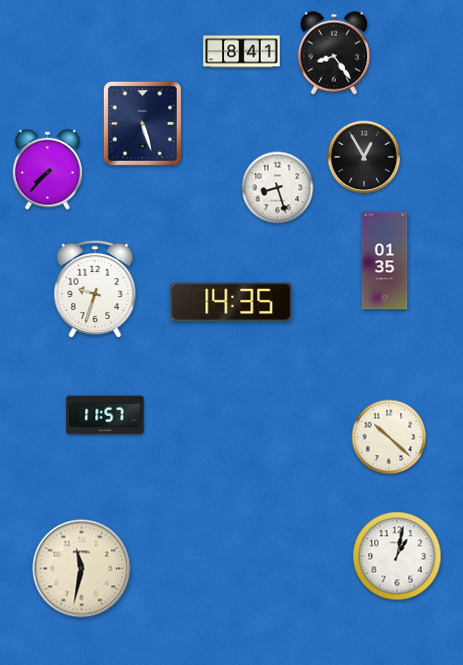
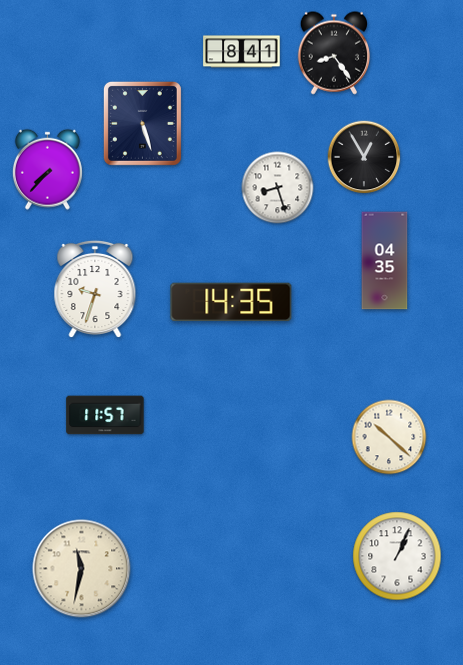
clock at (385, 261): 01:35 -> 04:35
clock at (397, 556): 1:02 -> 1:04
